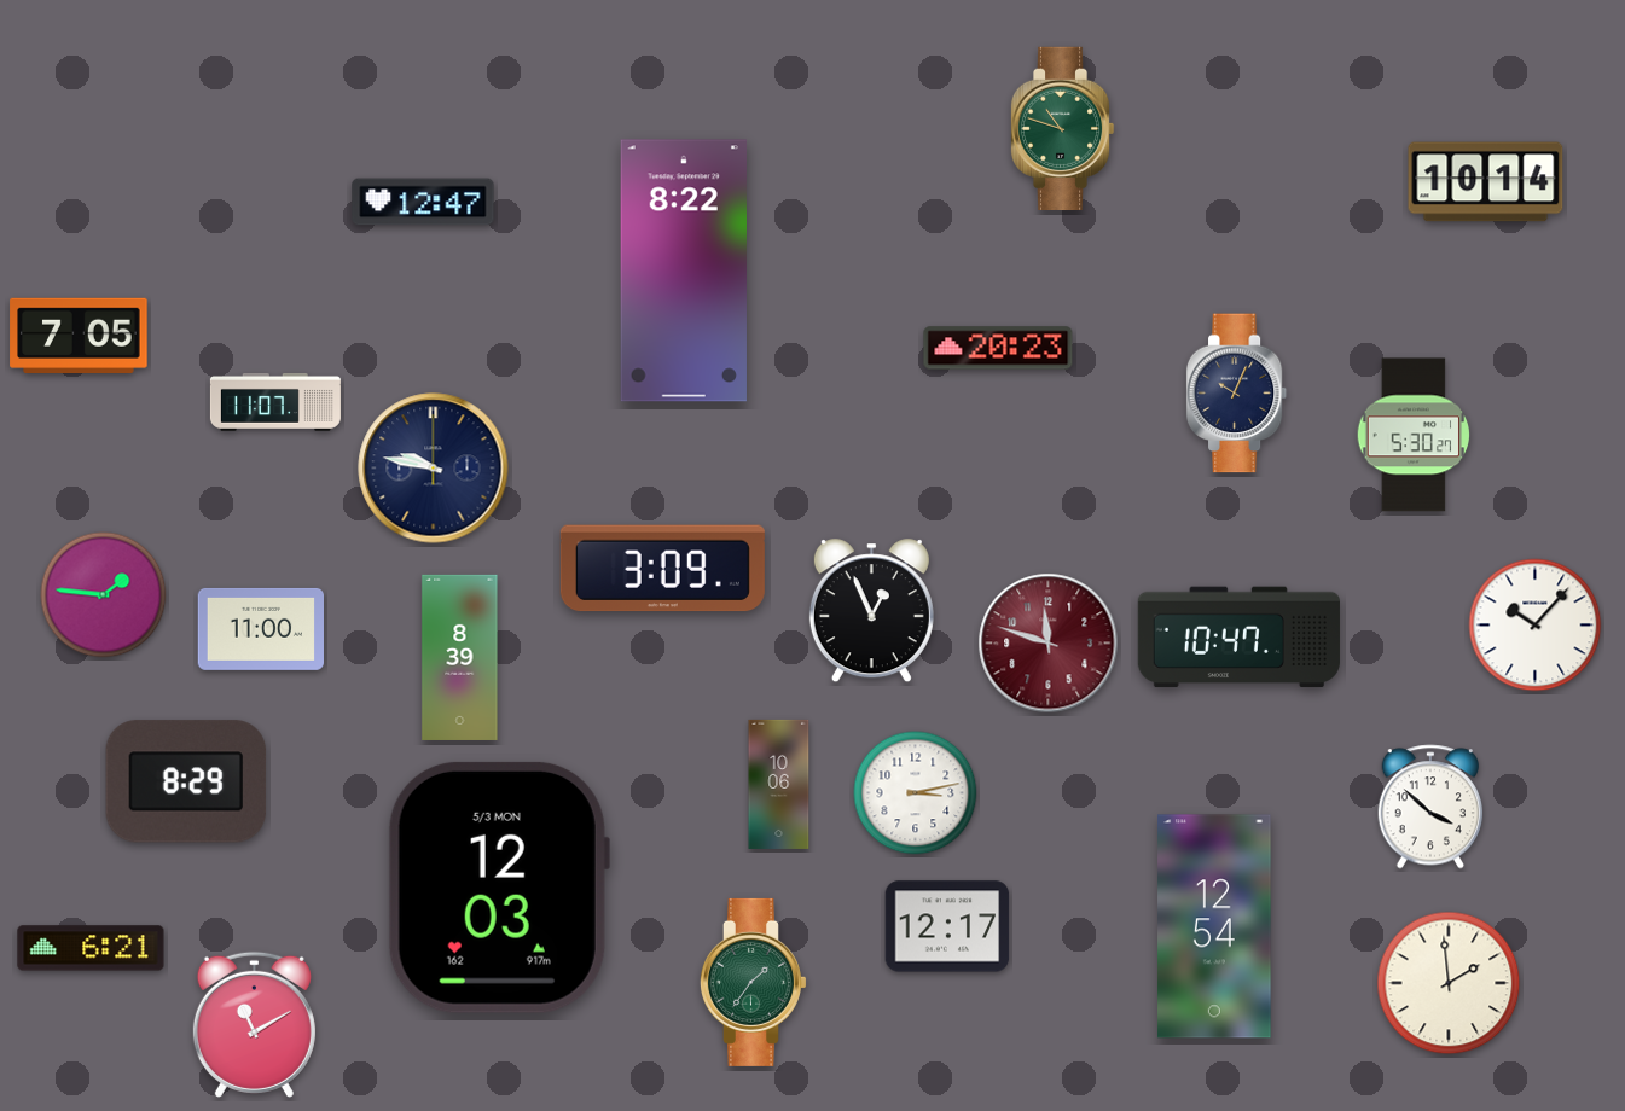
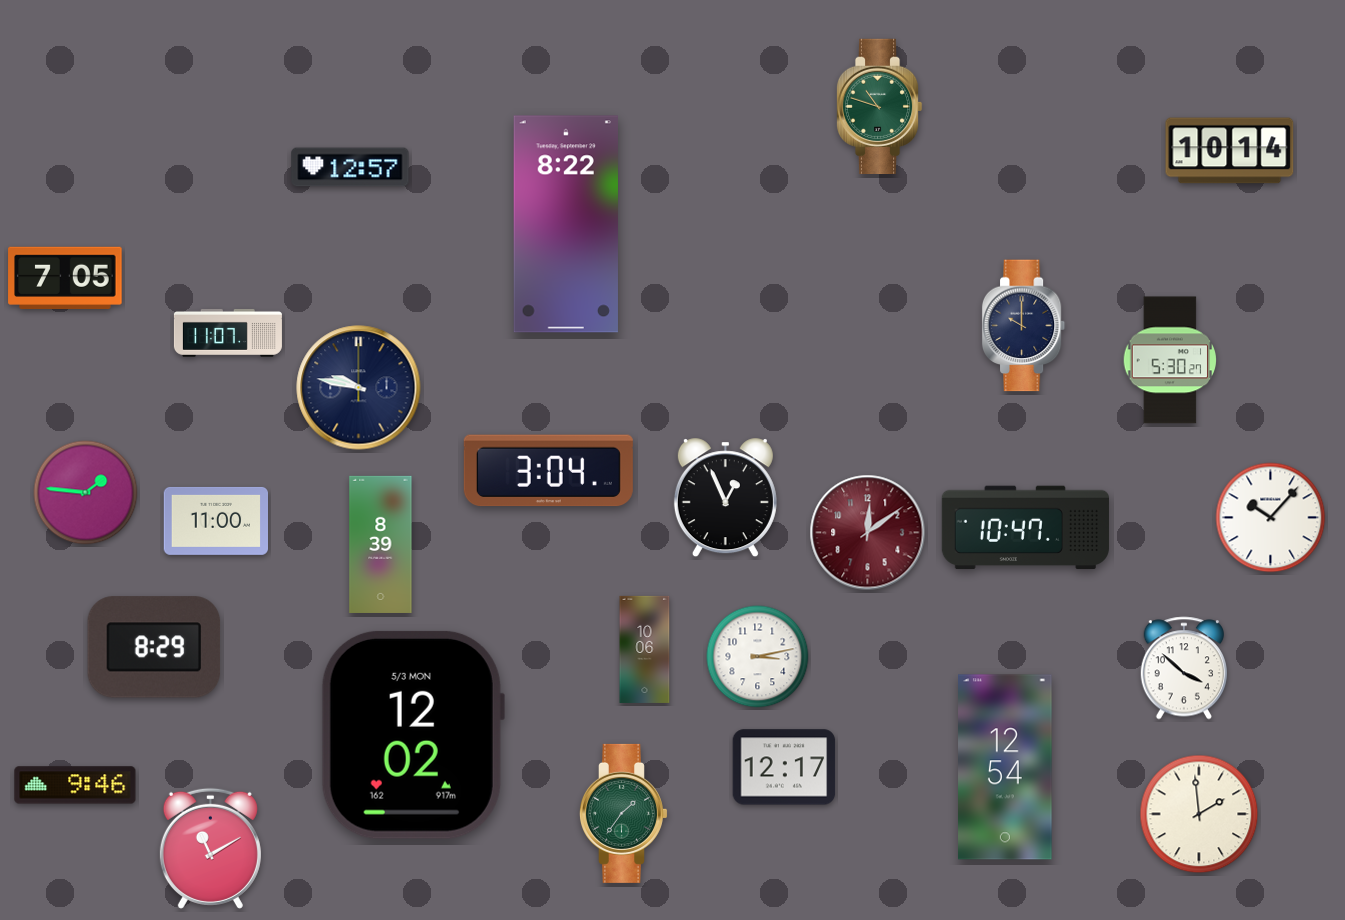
clock at (423, 202): 12:47 -> 12:57
clock at (998, 348): 20:23 -> none
clock at (1237, 394): 10:04 -> 10:00
clock at (662, 569): 3:09 -> 3:04
clock at (871, 611) position: (871, 611) -> (725, 498)
clock at (1049, 644): 11:48 -> 12:09
clock at (498, 888): 12:03 -> 12:02
clock at (91, 948): 6:21 -> 9:46
